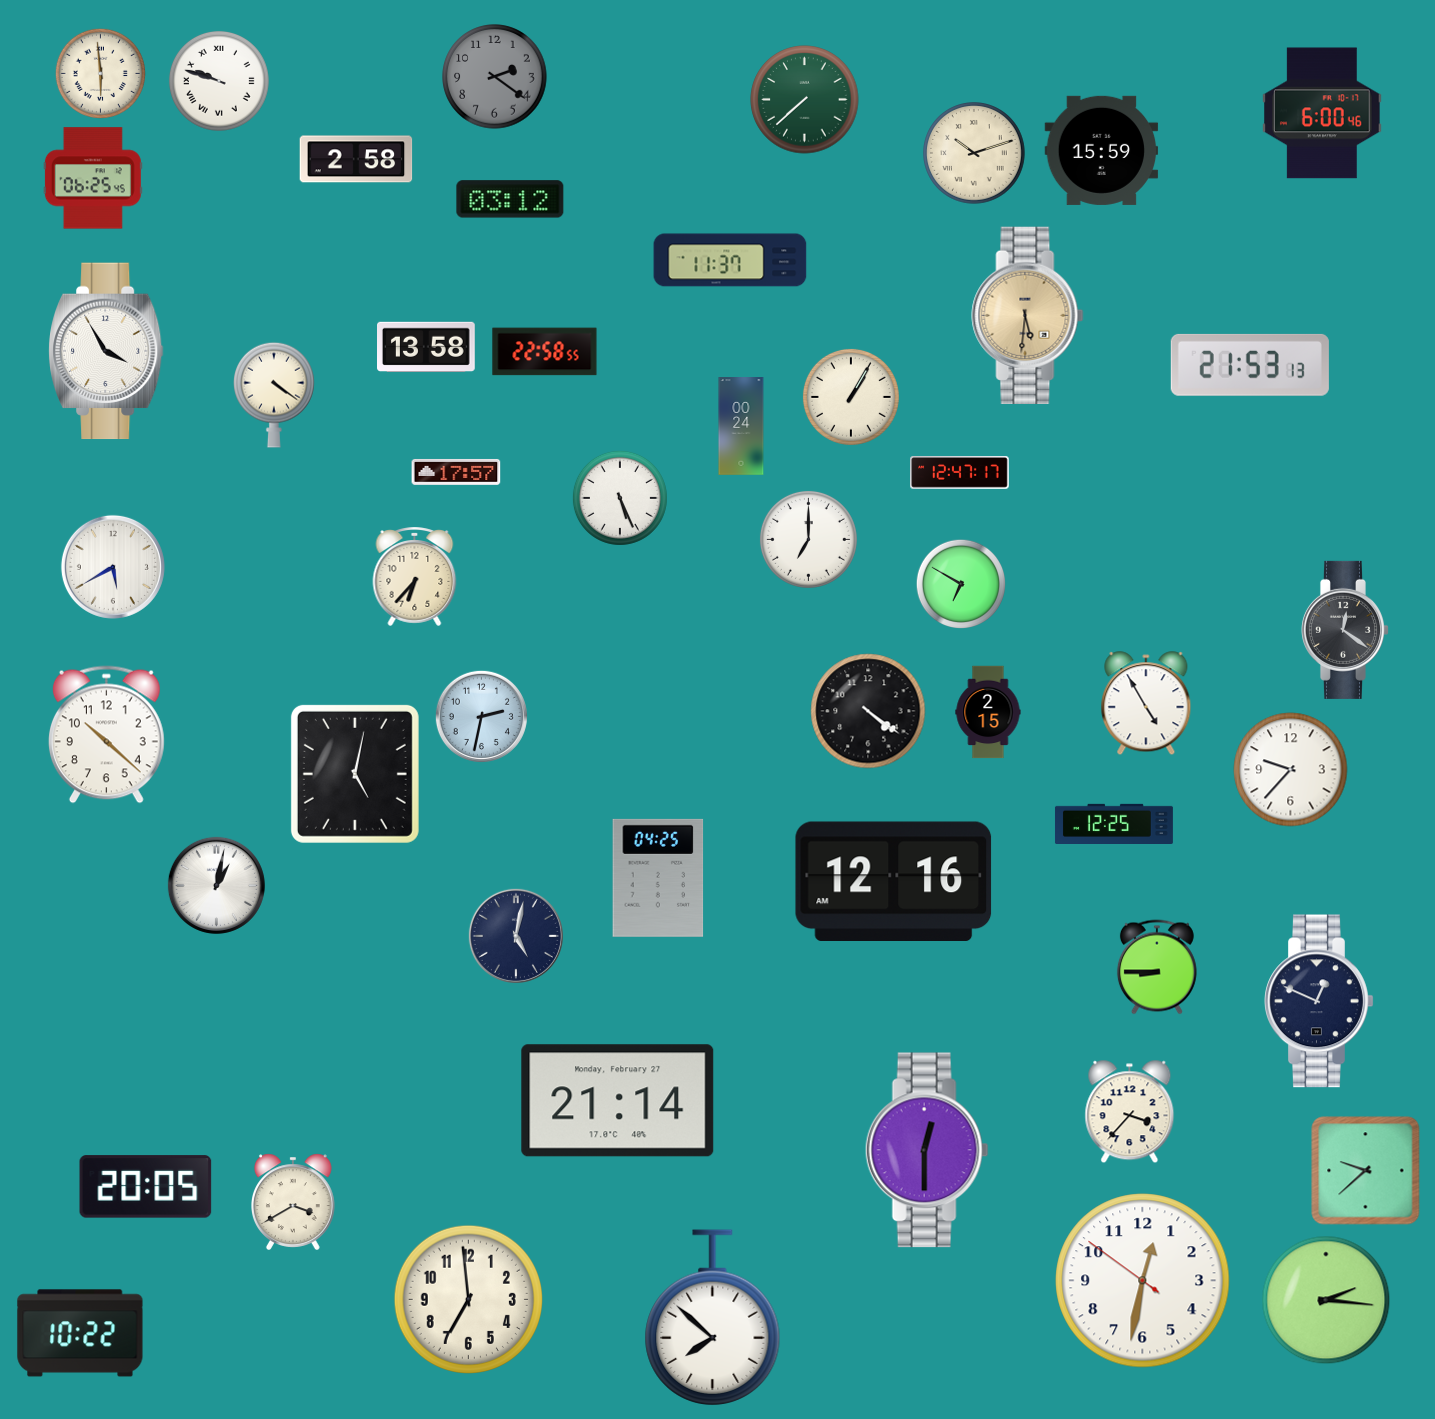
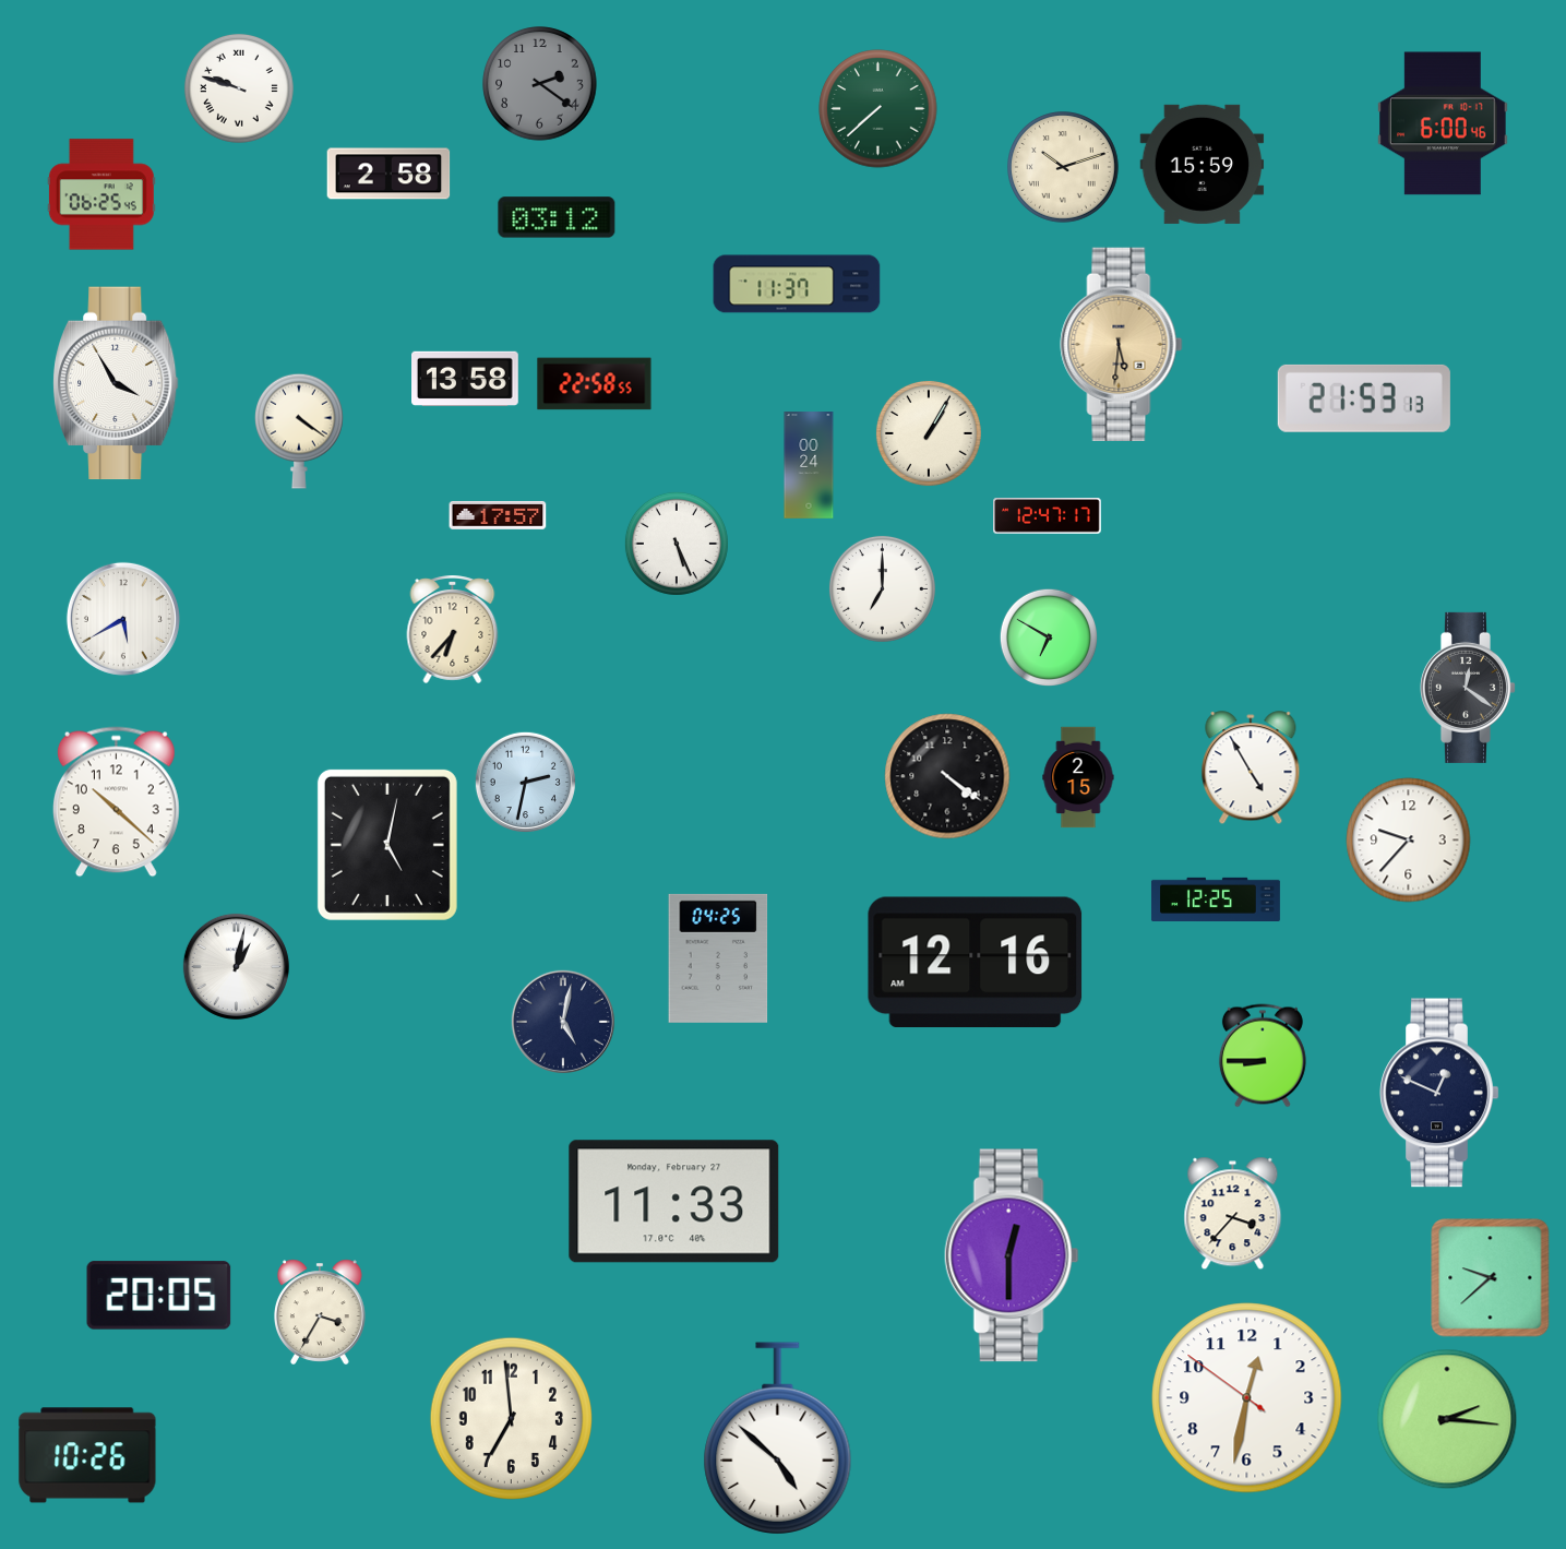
clock at (100, 73): 5:59 -> none
clock at (618, 1101): 21:14 -> 11:33
clock at (294, 1202): 3:40 -> 3:35
clock at (713, 1318): 7:52 -> 4:52
clock at (80, 1333): 10:22 -> 10:26
